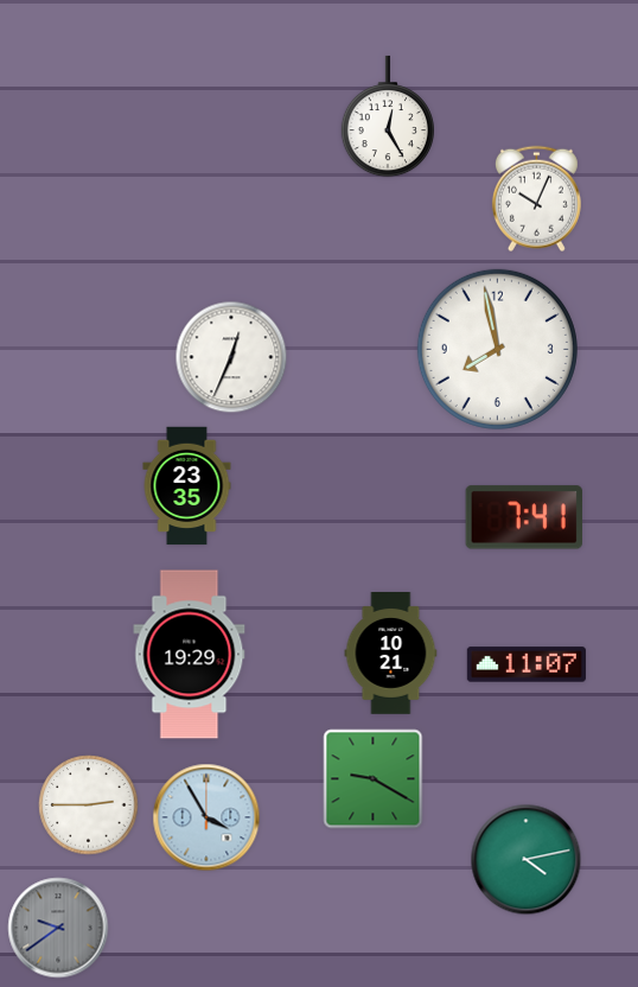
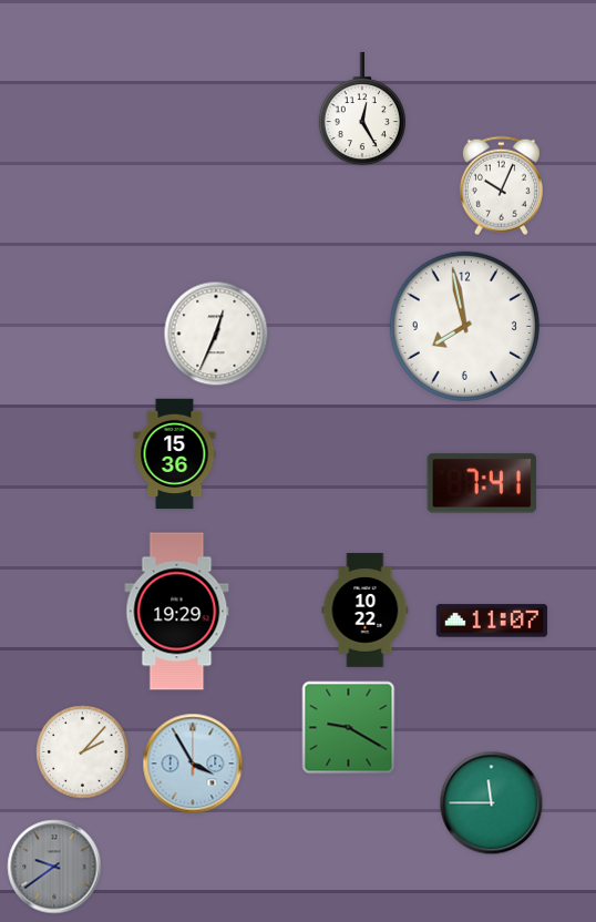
clock at (187, 486): 23:35 -> 15:36
clock at (523, 517) position: (523, 517) -> (481, 483)
clock at (391, 654): 10:21 -> 10:22
clock at (89, 805): 2:45 -> 2:07
clock at (527, 860): 4:13 -> 11:45
